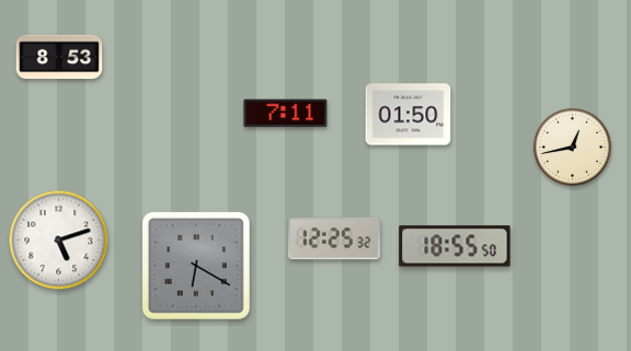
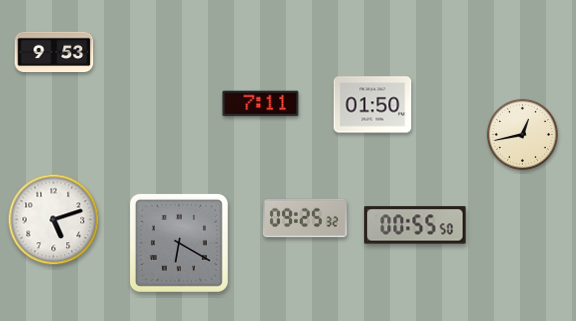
clock at (59, 57): 8:53 -> 9:53
clock at (335, 238): 12:25 -> 09:25
clock at (455, 246): 18:55 -> 00:55
